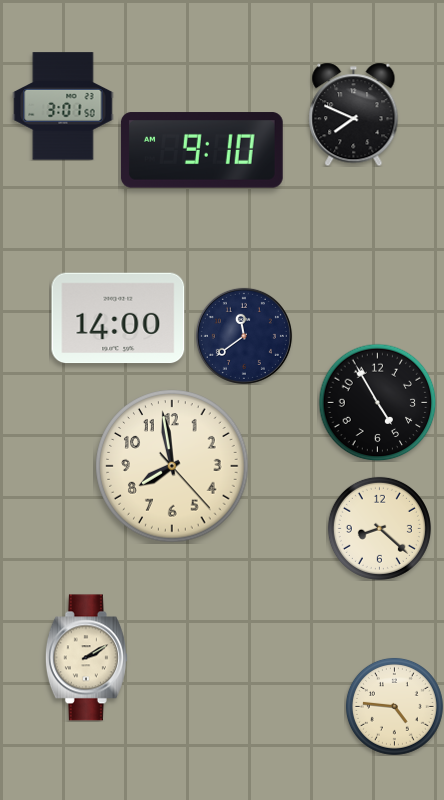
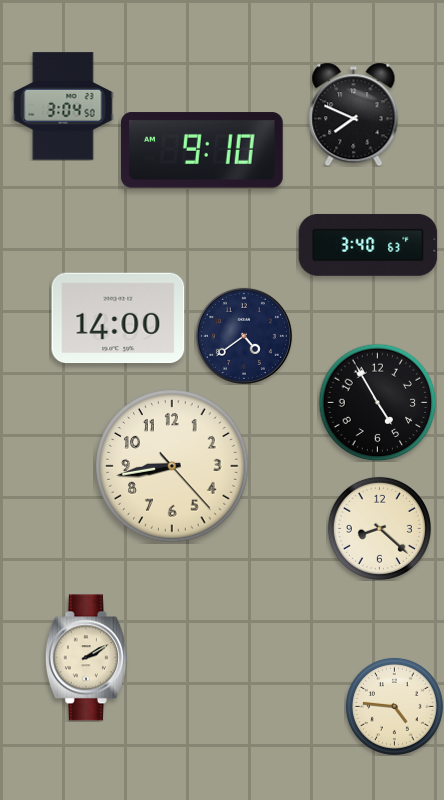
clock at (63, 106): 3:01 -> 3:04
clock at (368, 245): none -> 3:40
clock at (244, 336): 11:39 -> 4:39
clock at (172, 466): 7:58 -> 8:43
